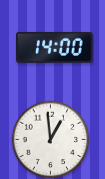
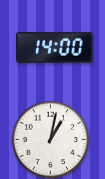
clock at (50, 139): 12:59 -> 1:02
